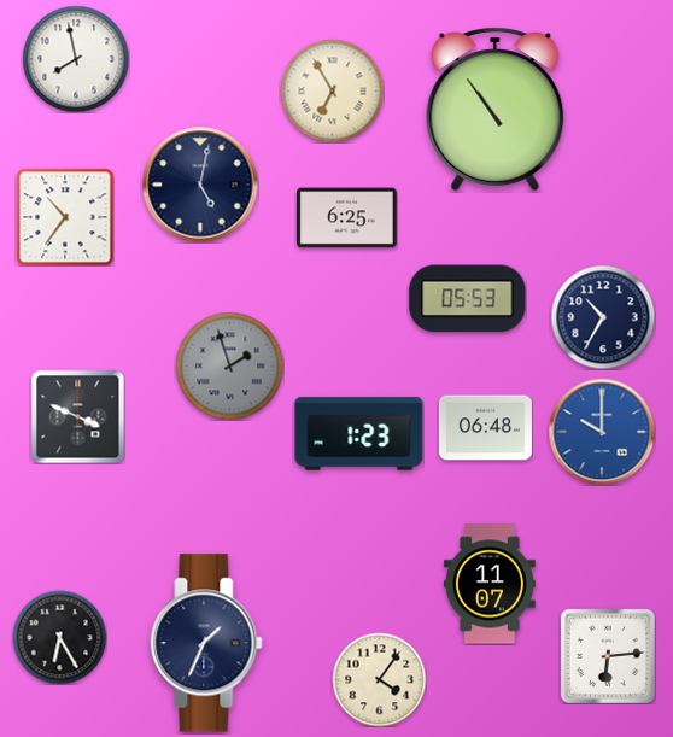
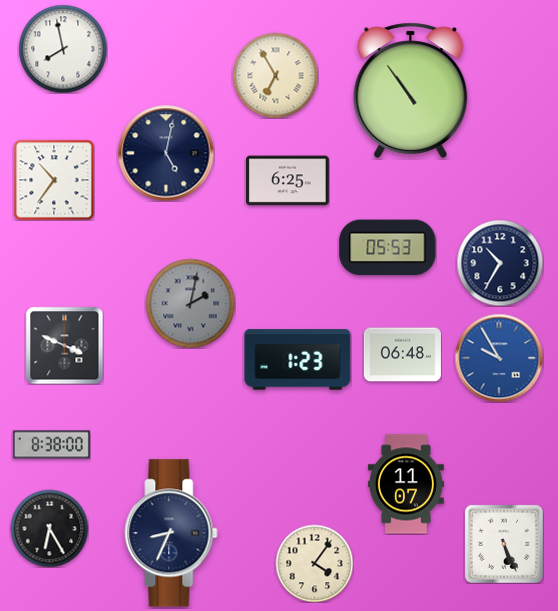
clock at (229, 365): 1:57 -> 2:02
clock at (602, 432): 10:00 -> 9:55
clock at (51, 445): none -> 8:38
clock at (206, 643): 1:34 -> 8:34
clock at (608, 656): 6:14 -> 5:26
